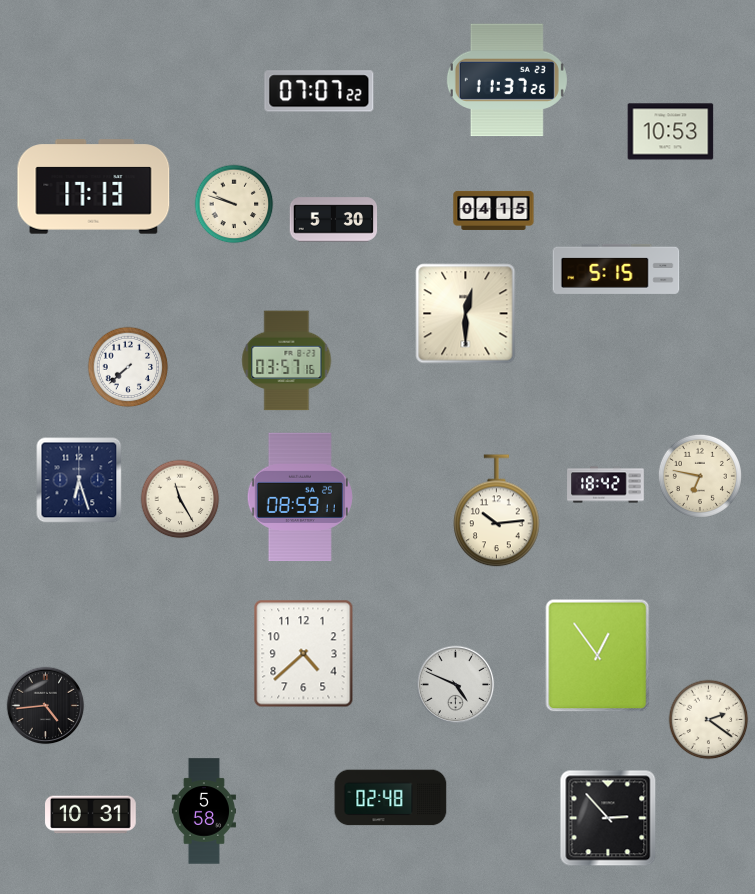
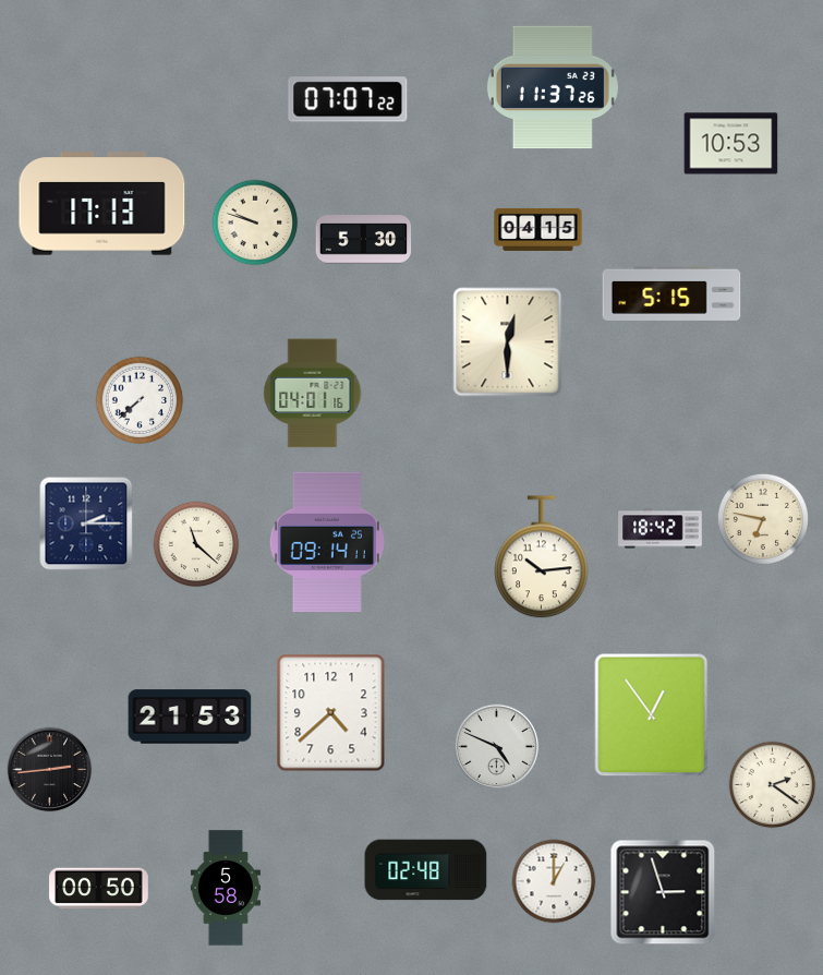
clock at (287, 361): 03:57 -> 04:01
clock at (79, 480): 6:27 -> 2:15
clock at (300, 497): 08:59 -> 09:14
clock at (180, 499): 11:25 -> 11:22
clock at (190, 717): none -> 21:53
clock at (46, 706): 4:44 -> 2:44
clock at (554, 881): none -> 1:00
clock at (204, 811) position: (204, 811) -> (226, 888)
clock at (91, 815): 10:31 -> 00:50
clock at (608, 818): 2:53 -> 2:57
